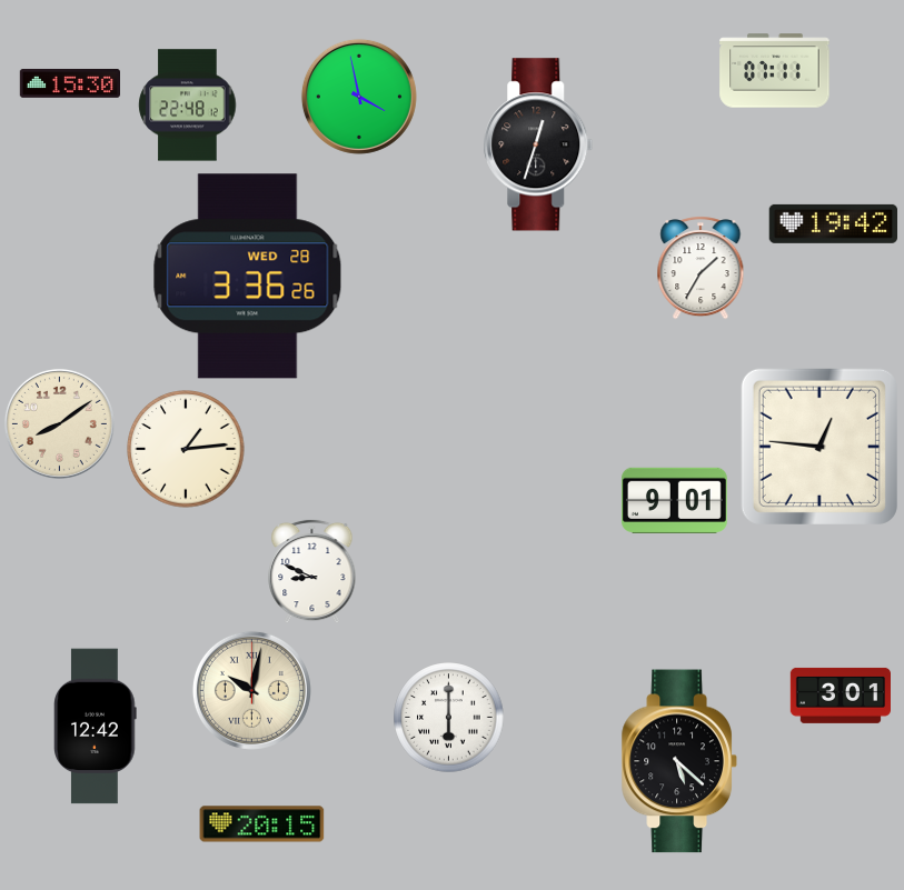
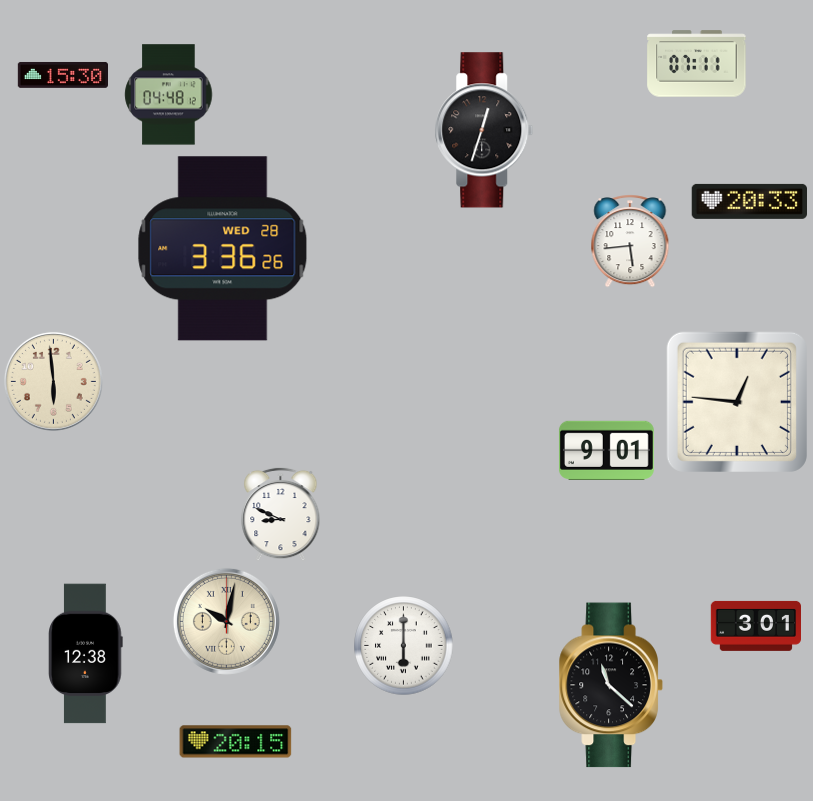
clock at (359, 97): 3:58 -> none
clock at (188, 106): 22:48 -> 04:48
clock at (833, 223): 19:42 -> 20:33
clock at (701, 269): 1:35 -> 5:44
clock at (59, 423): 8:09 -> 5:59
clock at (186, 449): 1:14 -> none
clock at (96, 727): 12:42 -> 12:38
clock at (679, 761): 5:22 -> 11:22
